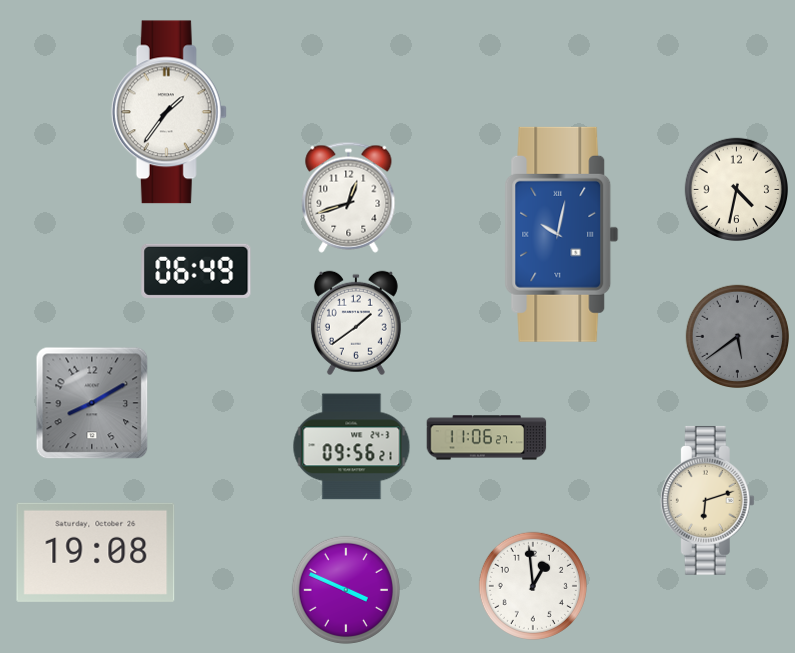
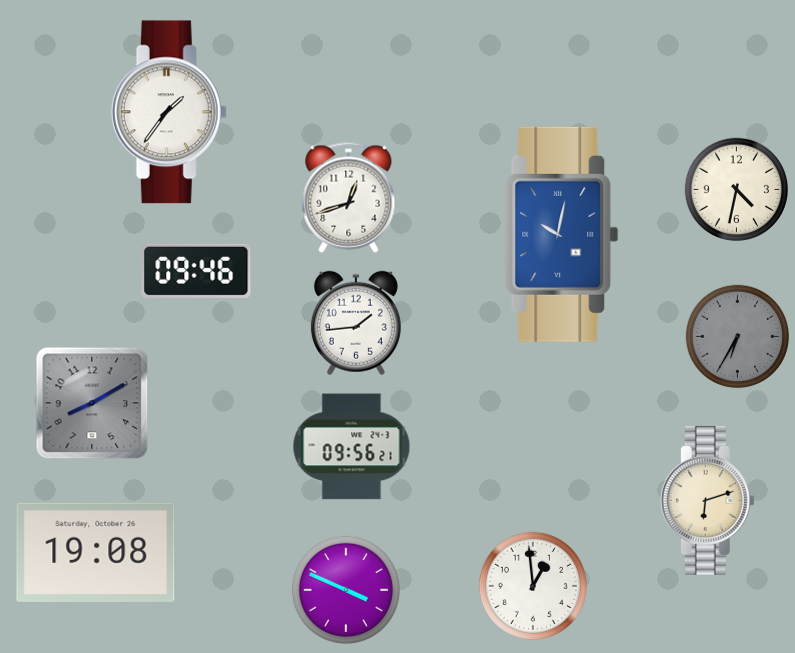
clock at (196, 271): 06:49 -> 09:46
clock at (356, 323): 1:39 -> 1:44
clock at (738, 336): 5:39 -> 6:35
clock at (487, 438): 11:06 -> none
